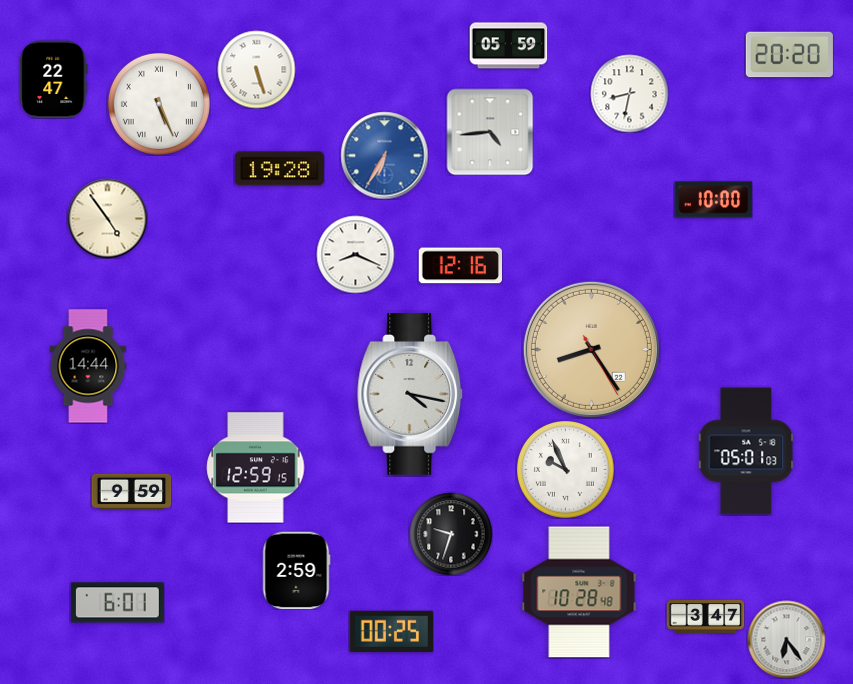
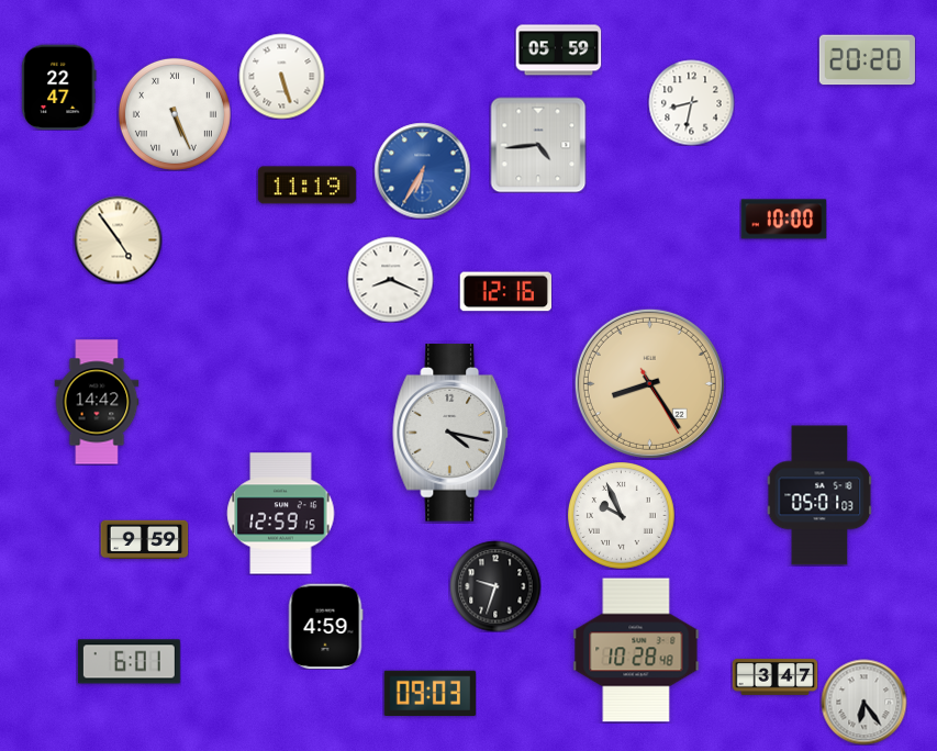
clock at (279, 169): 19:28 -> 11:19
clock at (88, 366): 14:44 -> 14:42
clock at (296, 570): 2:59 -> 4:59
clock at (391, 632): 00:25 -> 09:03
